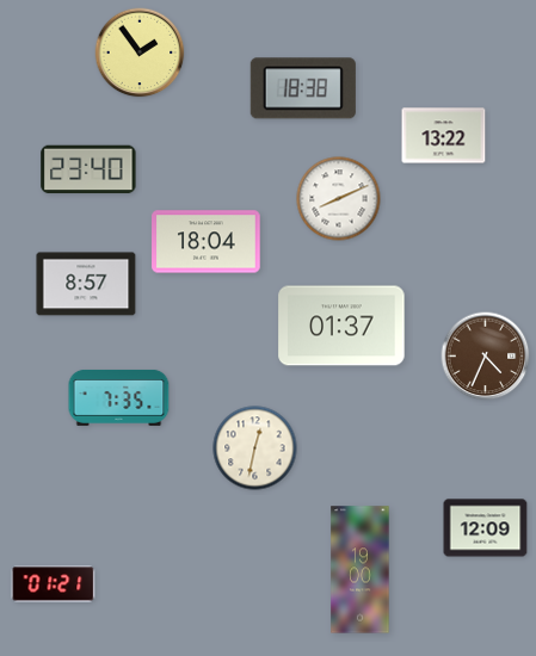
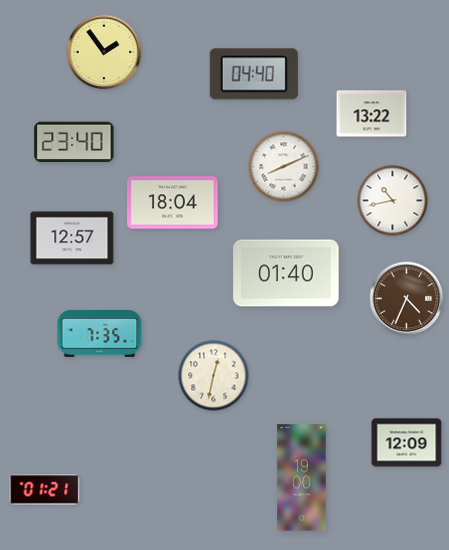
clock at (140, 52) position: (140, 52) -> (104, 52)
clock at (303, 88): 18:38 -> 04:40
clock at (393, 201): none -> 10:43
clock at (86, 284): 8:57 -> 12:57
clock at (341, 326): 01:37 -> 01:40
